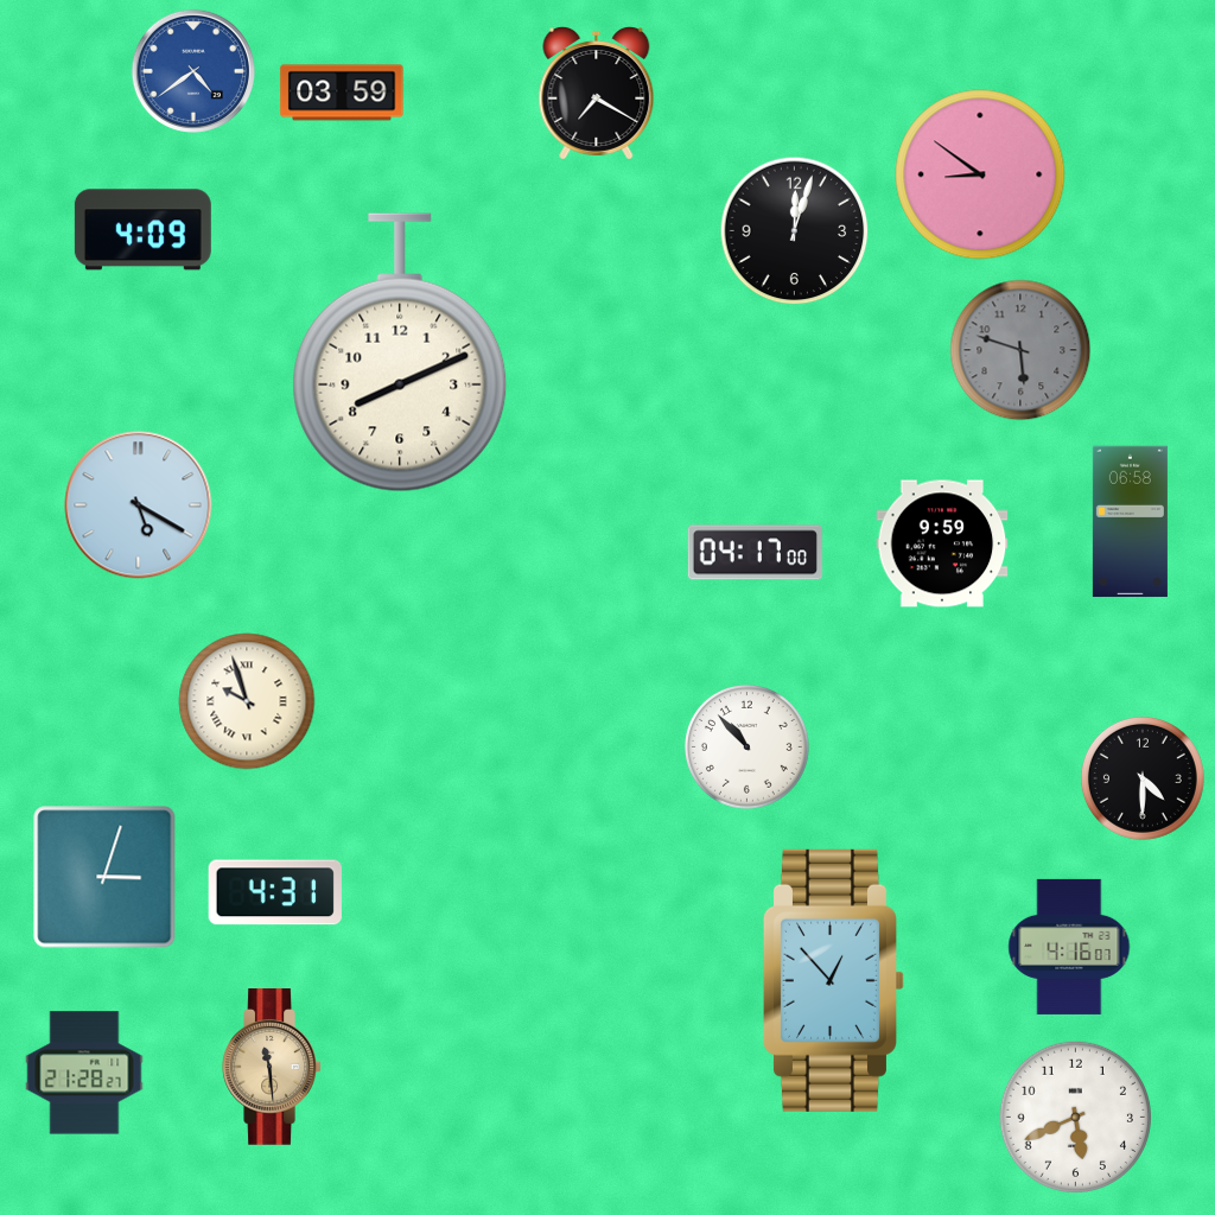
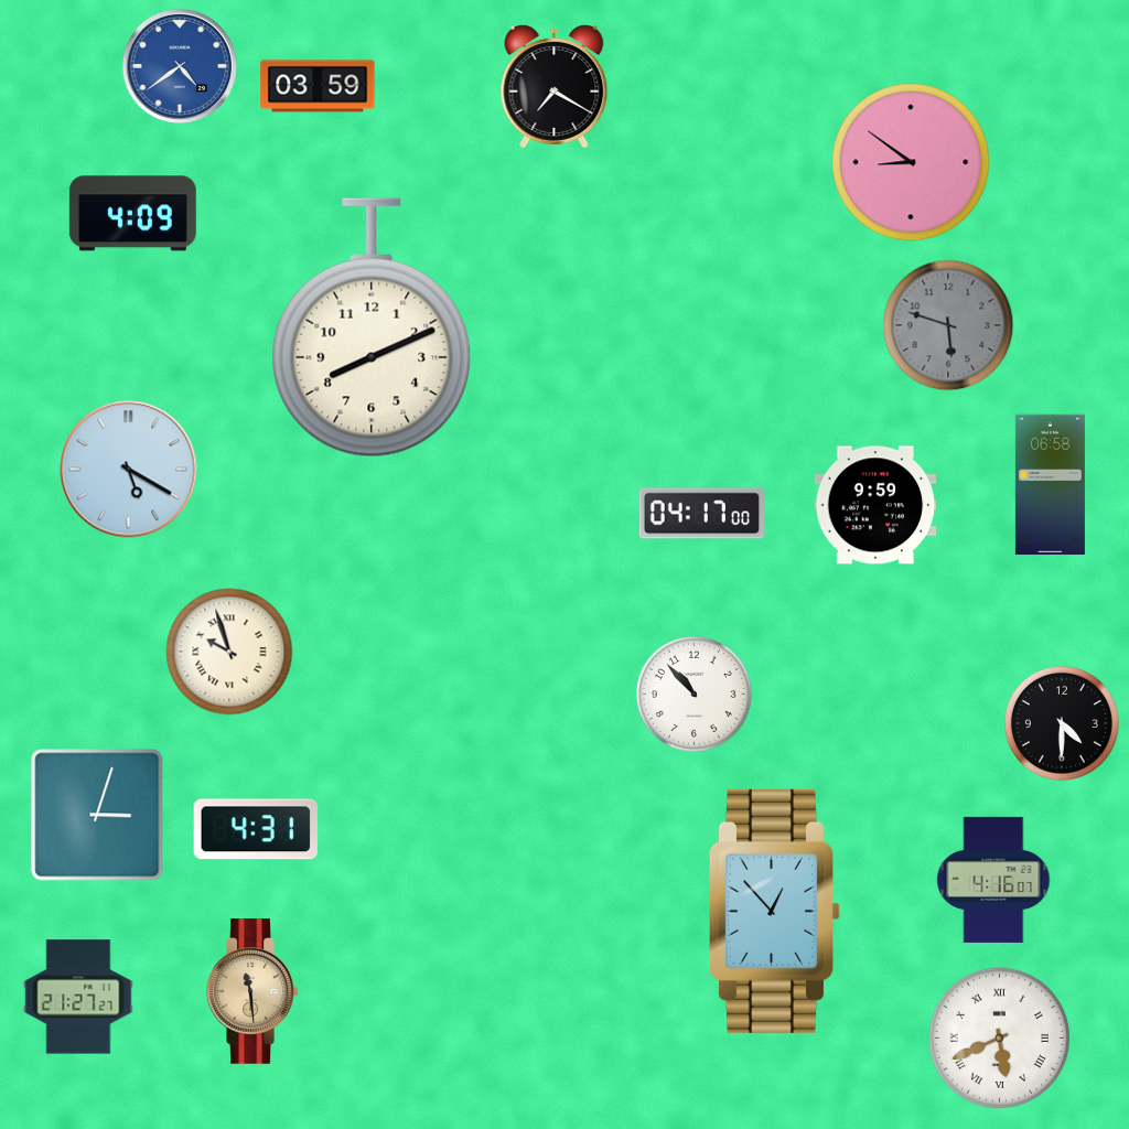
clock at (795, 231): 12:03 -> none
clock at (84, 1073): 21:28 -> 21:27
clock at (1075, 1117) numerals: Arabic -> Roman
